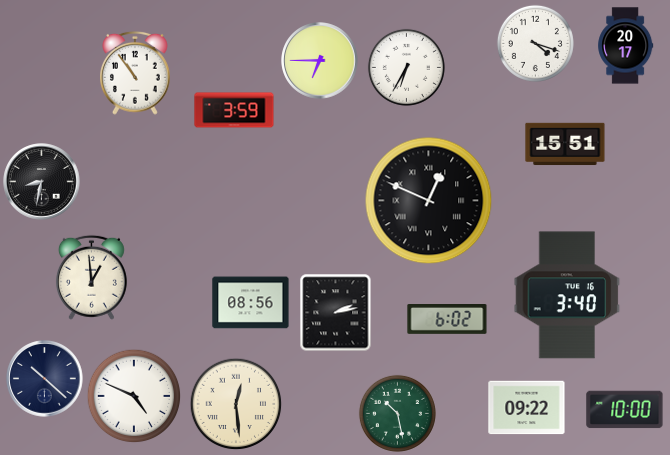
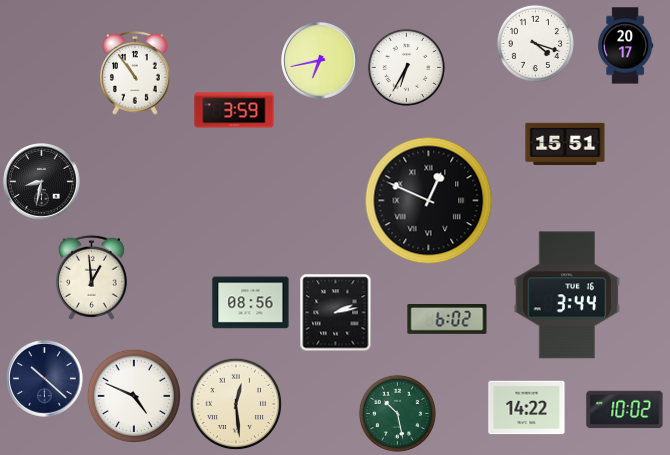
clock at (320, 61): 6:45 -> 6:43
clock at (567, 295): 3:40 -> 3:44
clock at (527, 408): 09:22 -> 14:22
clock at (625, 410): 10:00 -> 10:02
